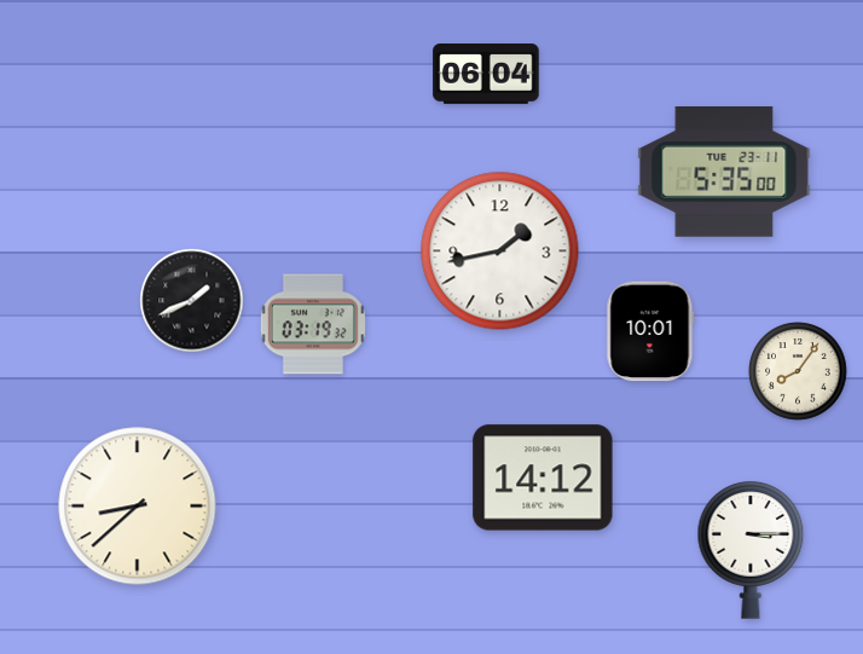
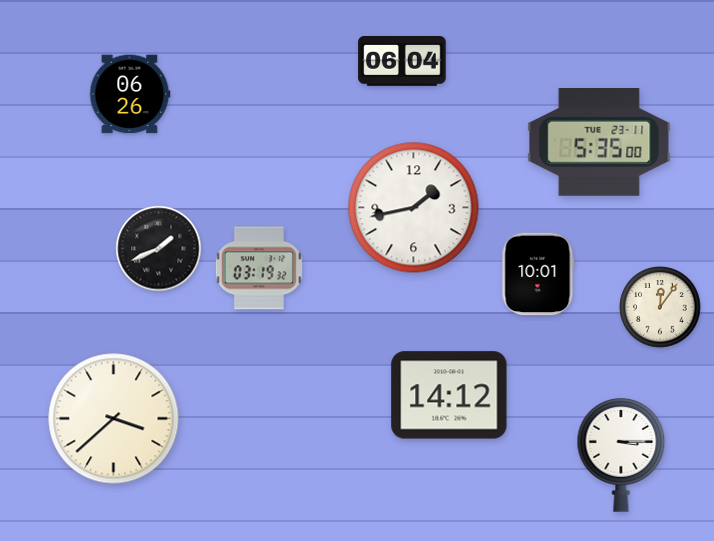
clock at (130, 94): none -> 06:26
clock at (798, 371): 8:06 -> 12:06
clock at (138, 507): 8:38 -> 3:38
